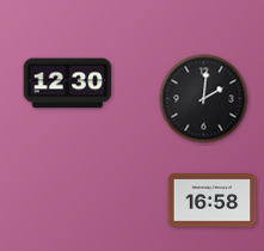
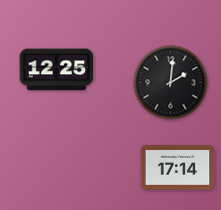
clock at (68, 84): 12:30 -> 12:25
clock at (213, 201): 16:58 -> 17:14
